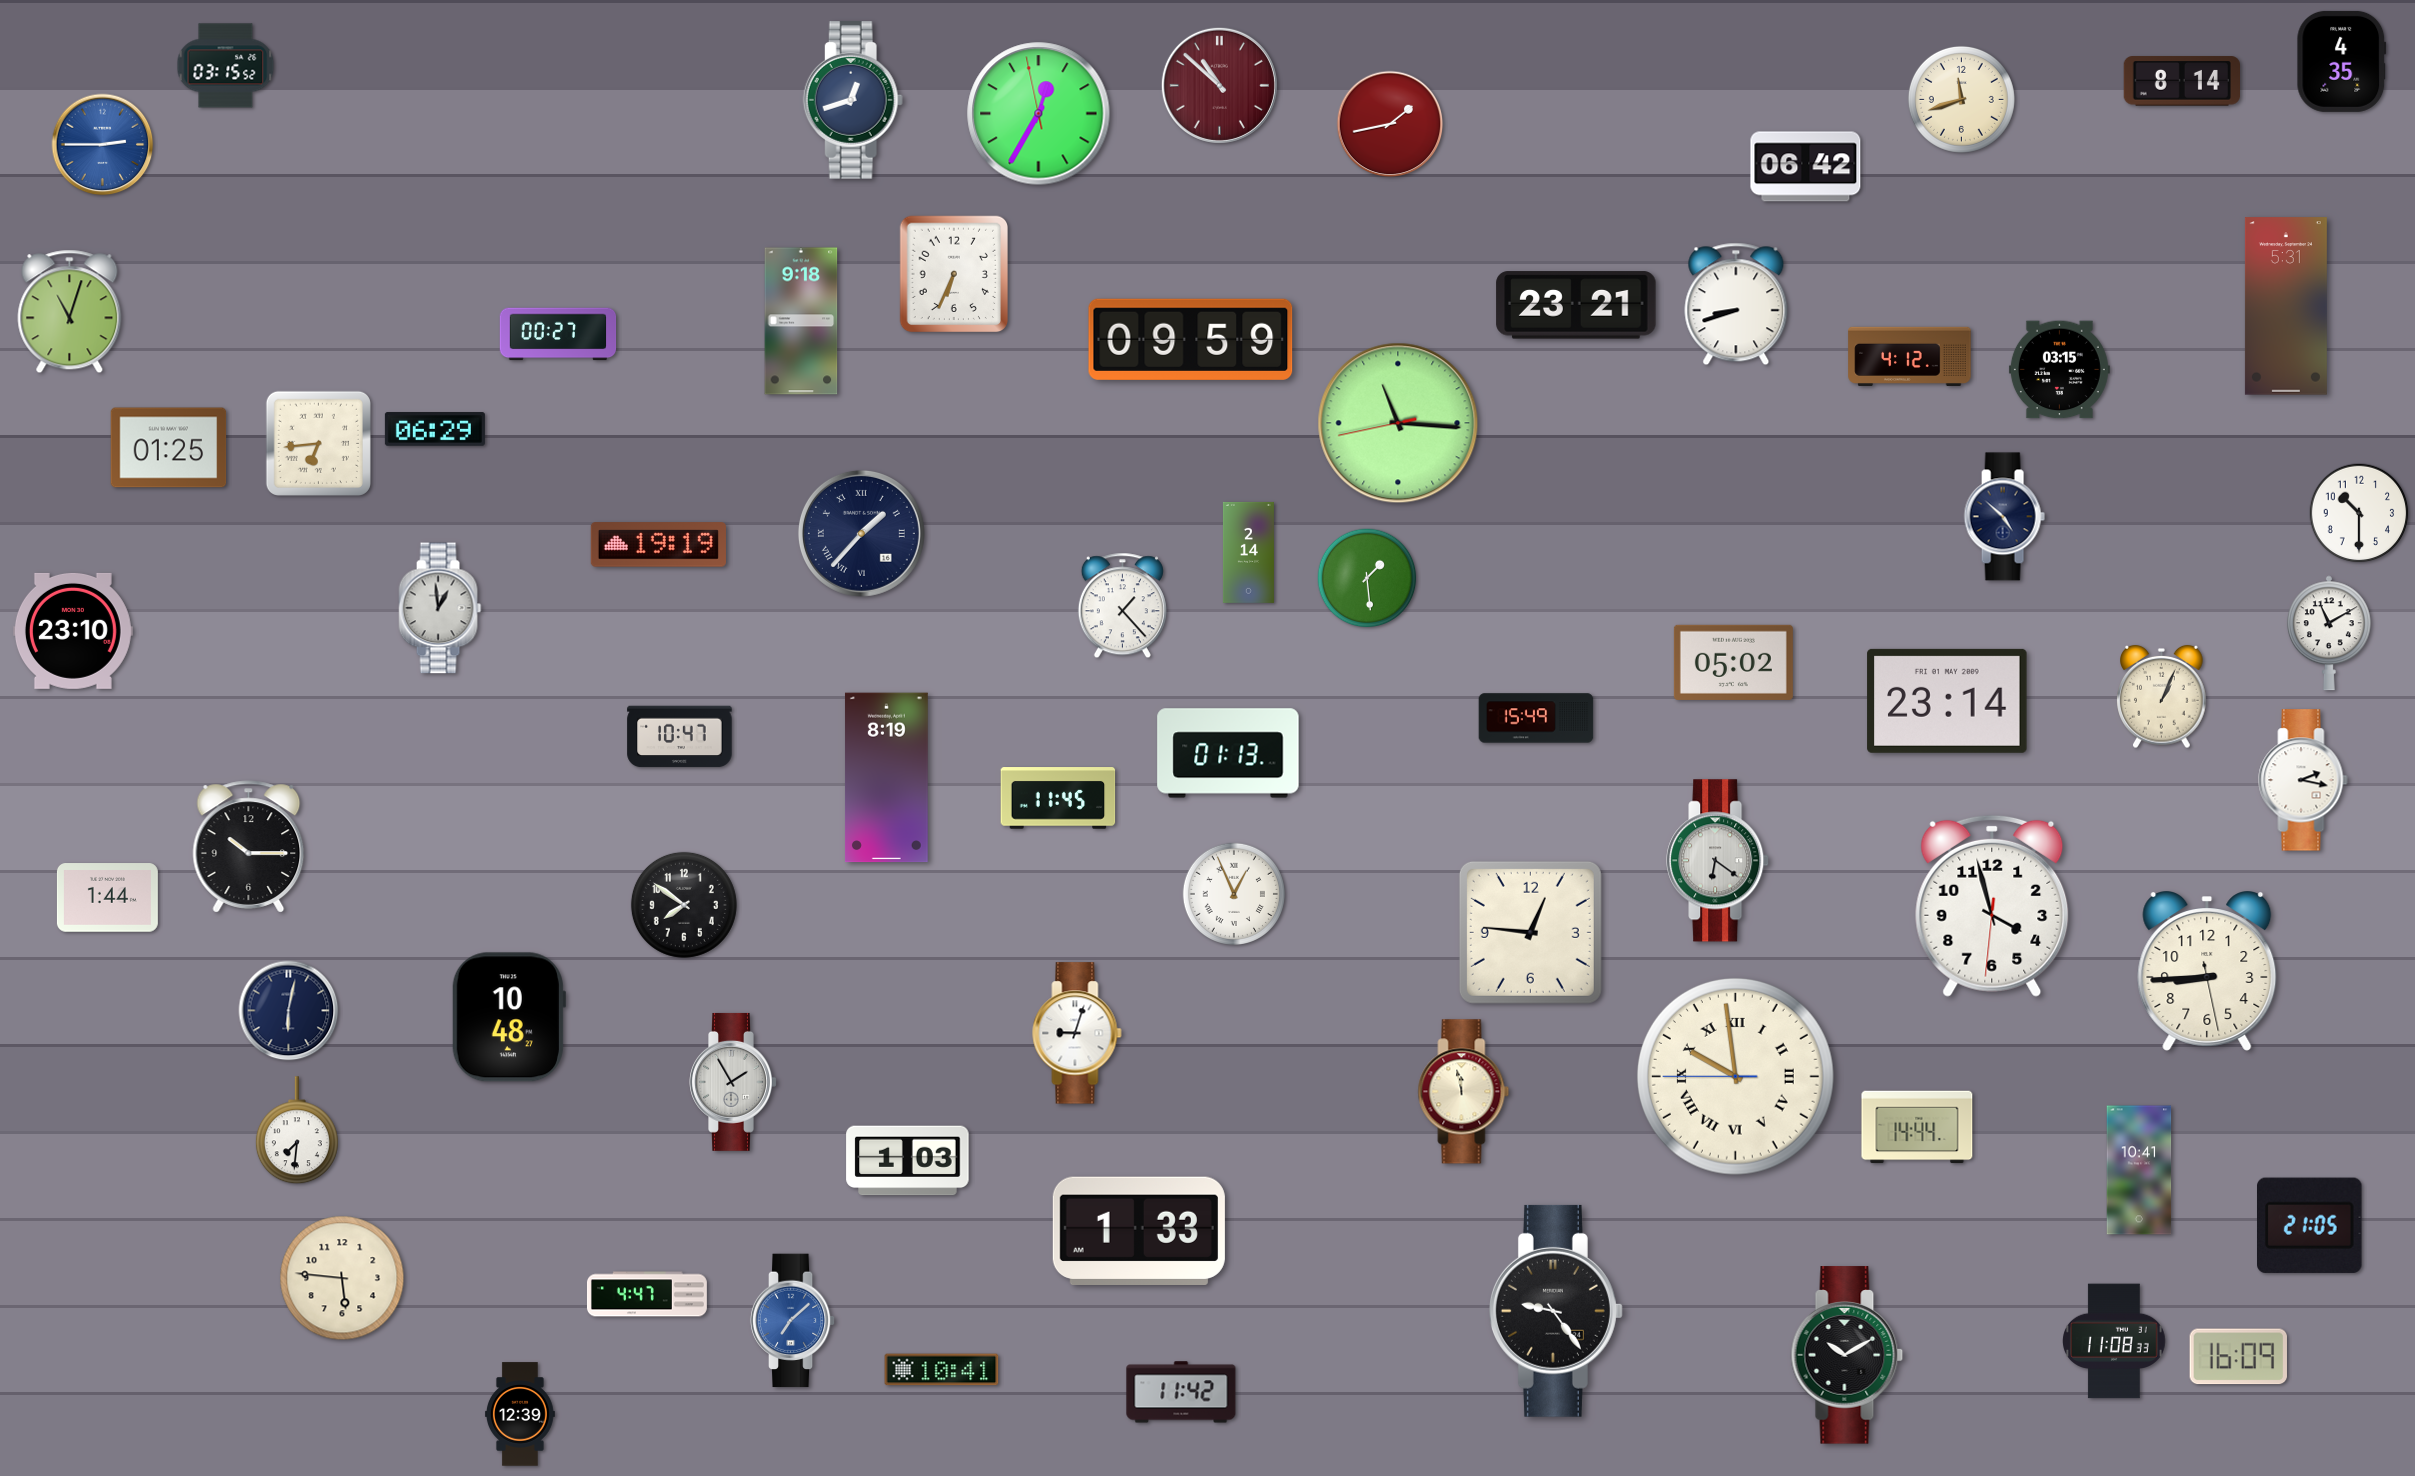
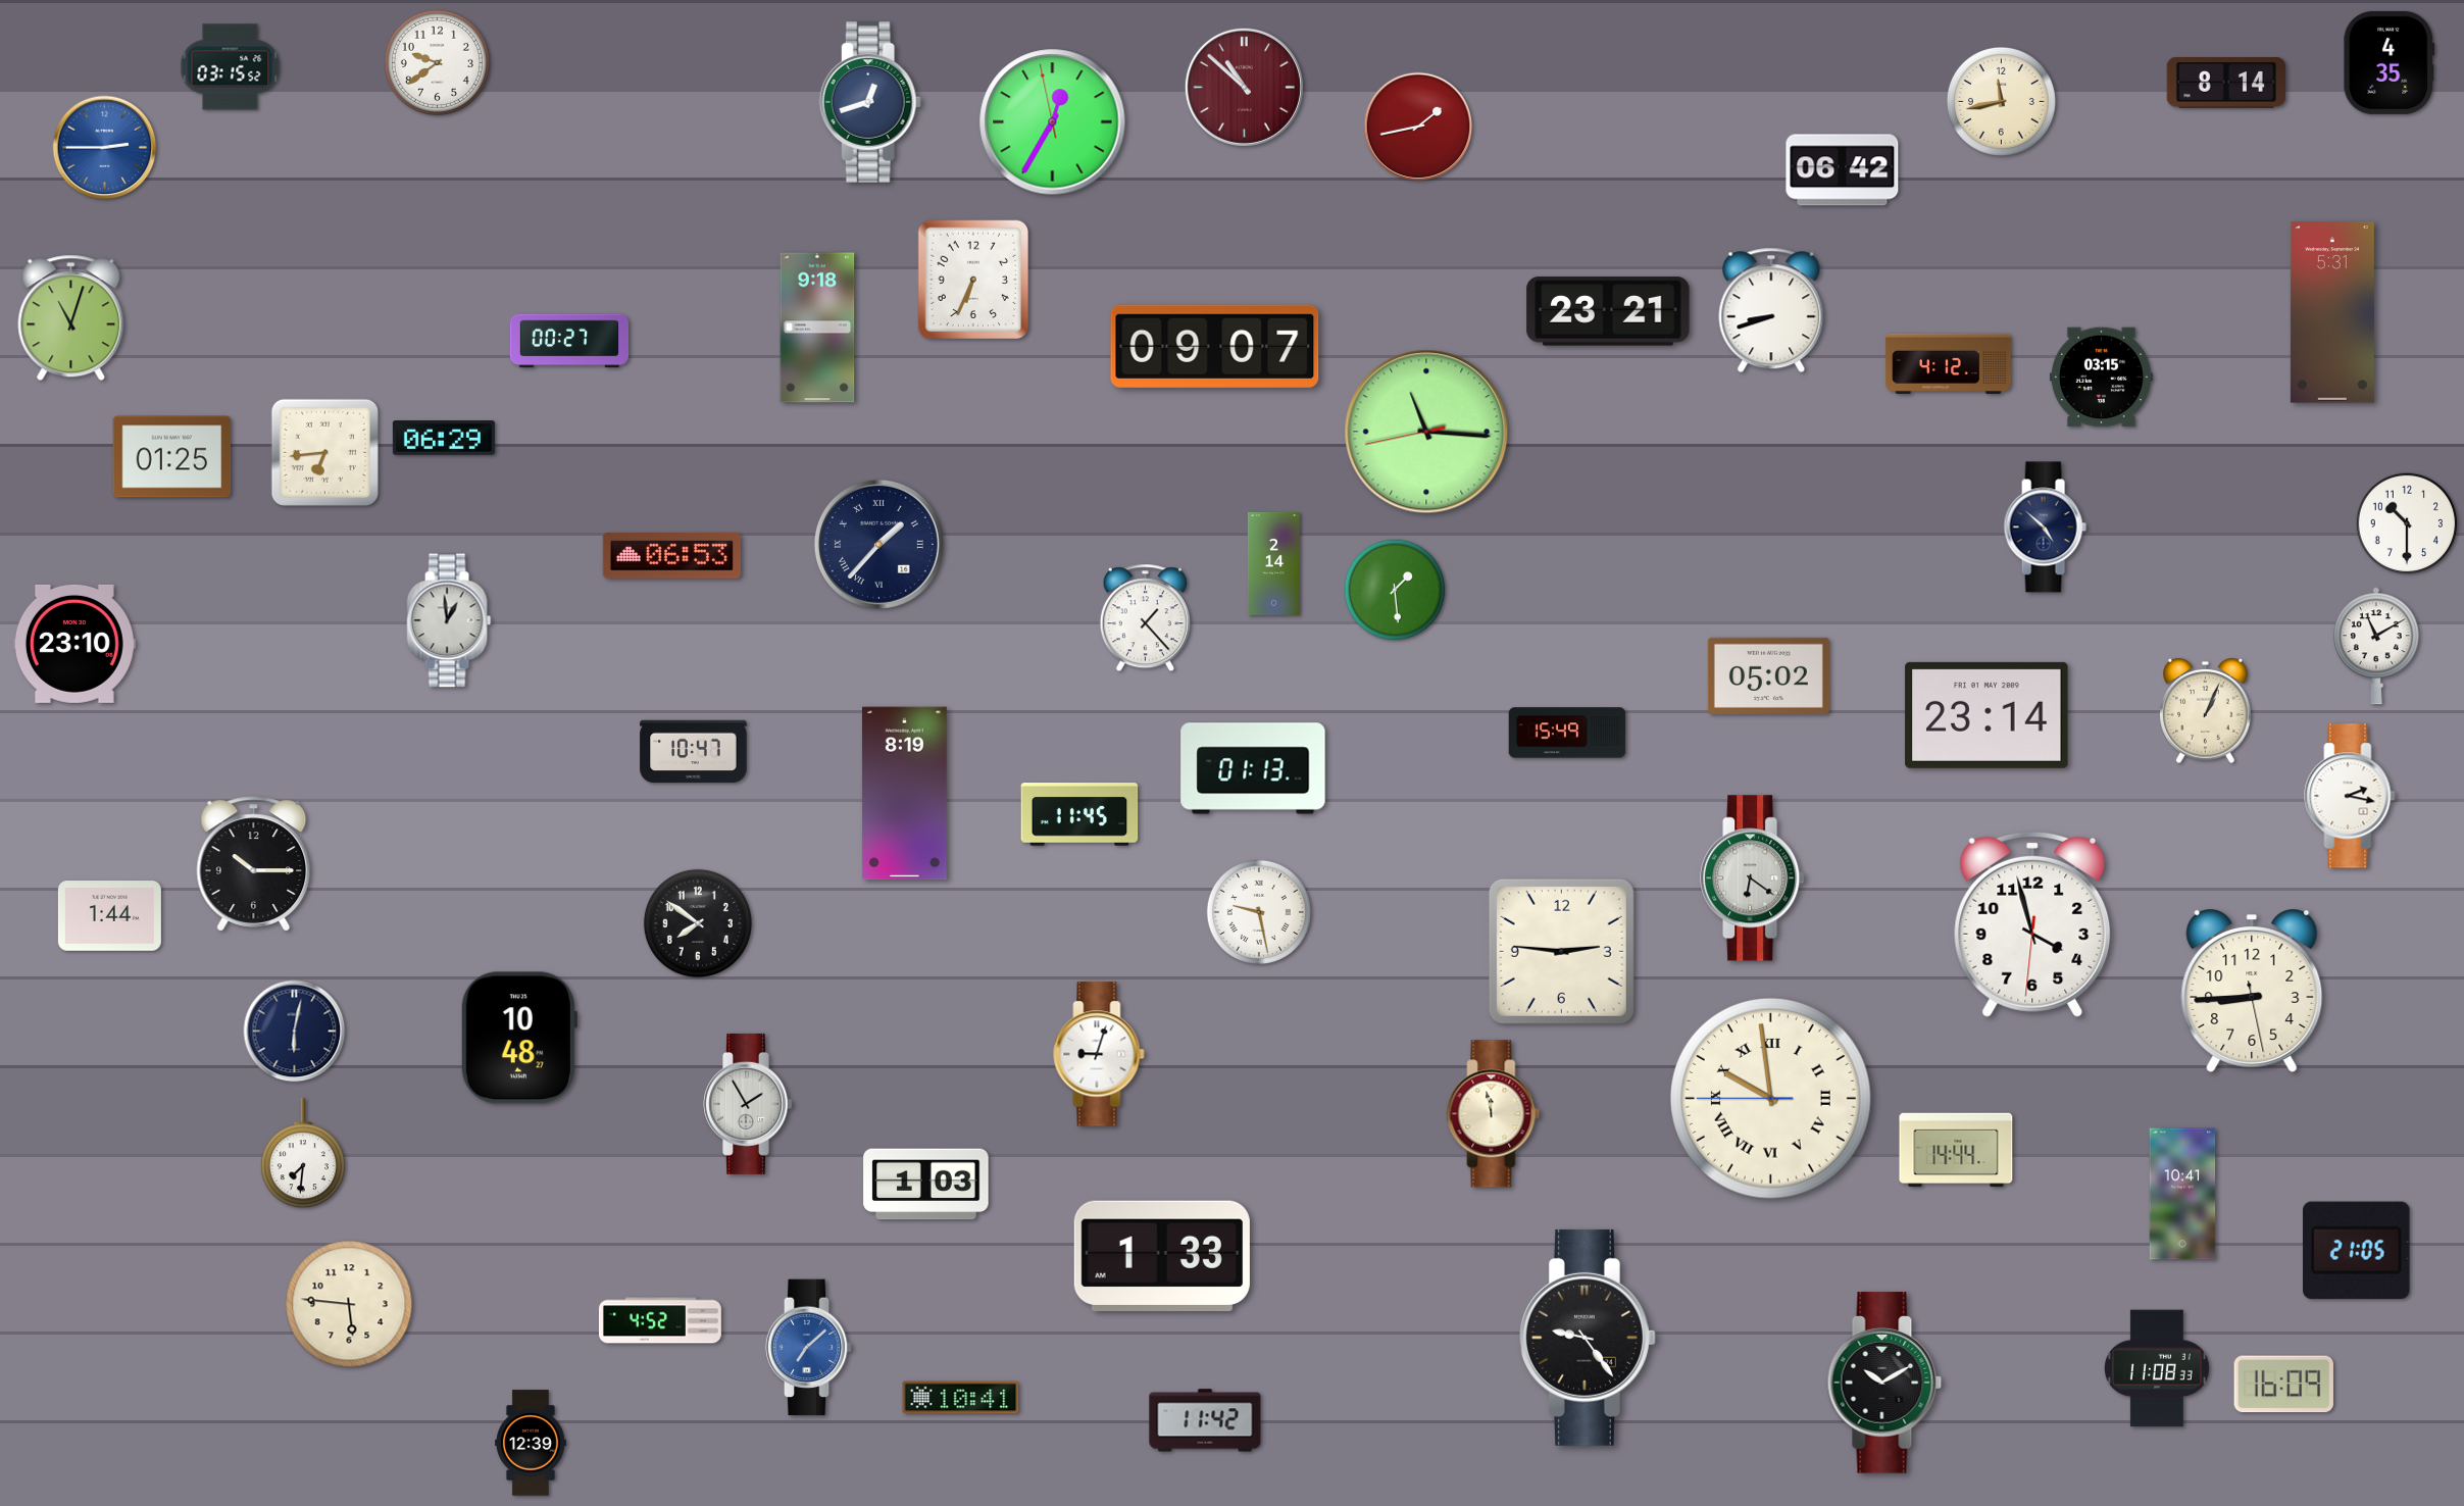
clock at (437, 62): none -> 9:39
clock at (1961, 99): 11:42 -> 11:43
clock at (1039, 114) position: (1039, 114) -> (1053, 122)
clock at (1191, 339): 09:59 -> 09:07
clock at (658, 545): 19:19 -> 06:53
clock at (1234, 894): 12:56 -> 9:28
clock at (1530, 932): 12:46 -> 2:46
clock at (647, 1294): 4:47 -> 4:52
